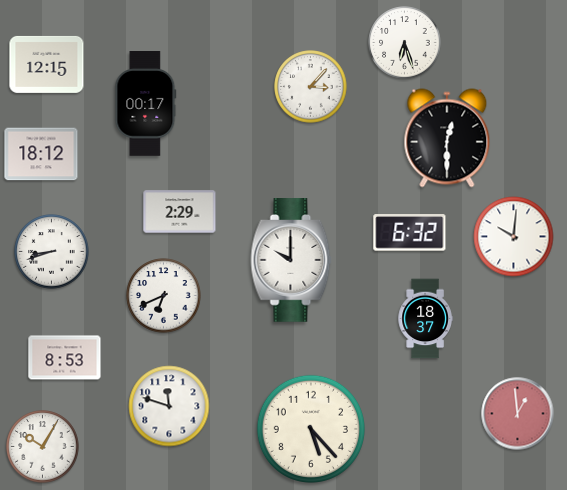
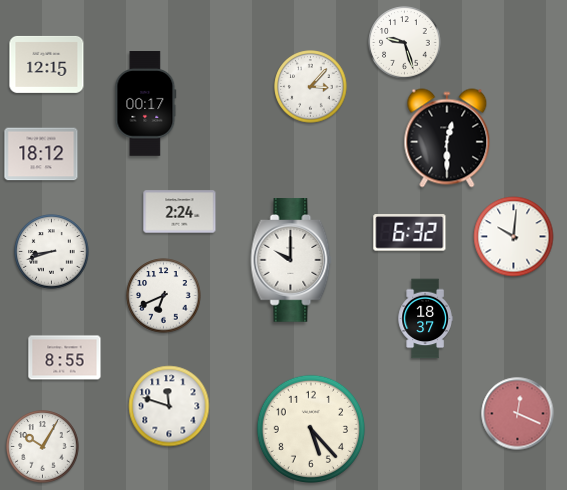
clock at (405, 43): 6:27 -> 9:27
clock at (180, 212): 2:29 -> 2:24
clock at (65, 358): 8:53 -> 8:55
clock at (518, 414): 12:59 -> 12:19
